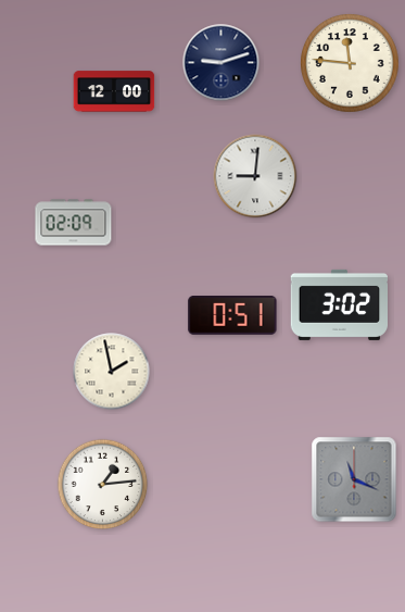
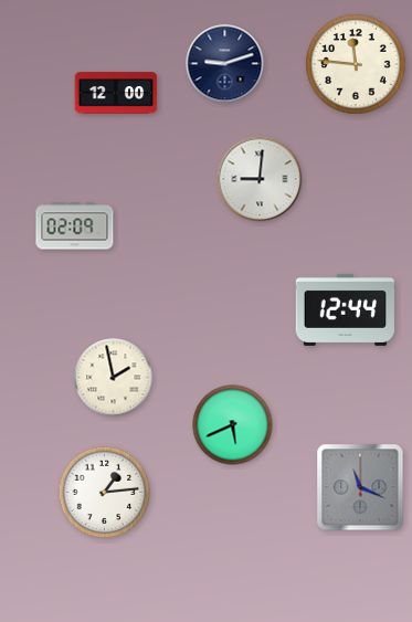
clock at (339, 304): 3:02 -> 12:44
clock at (232, 316): 0:51 -> none
clock at (233, 425): none -> 5:41
